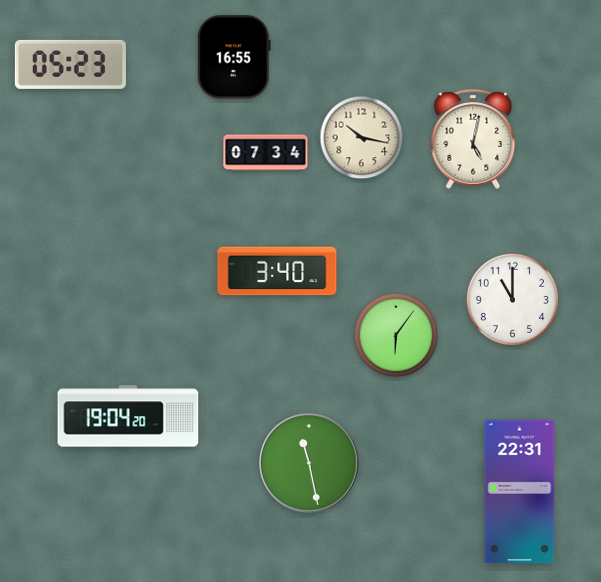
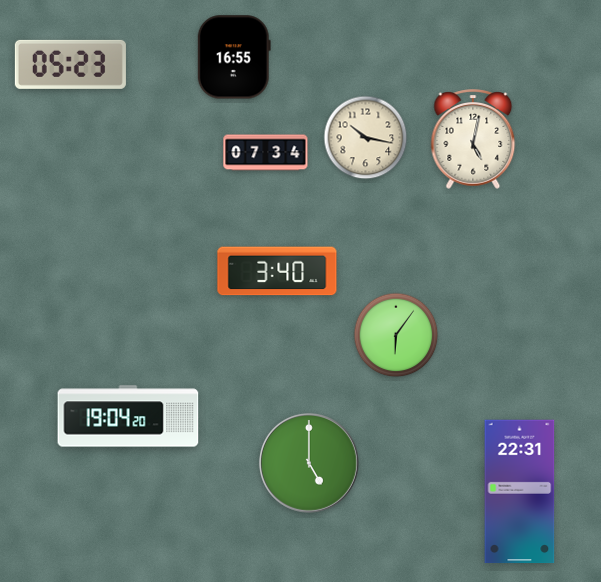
clock at (362, 138) position: (362, 138) -> (366, 138)
clock at (512, 299): 11:00 -> none
clock at (309, 463): 11:28 -> 5:00
